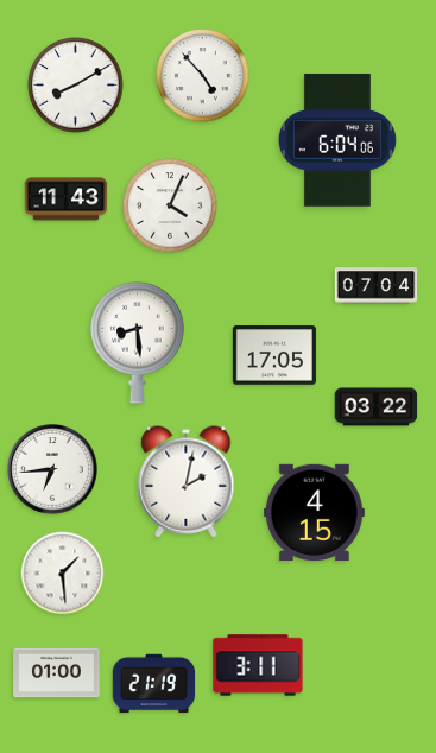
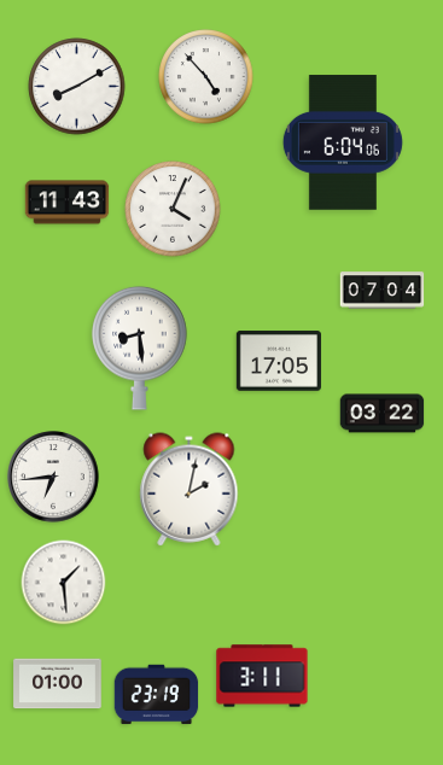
clock at (314, 512): 4:15 -> none
clock at (154, 684): 21:19 -> 23:19
